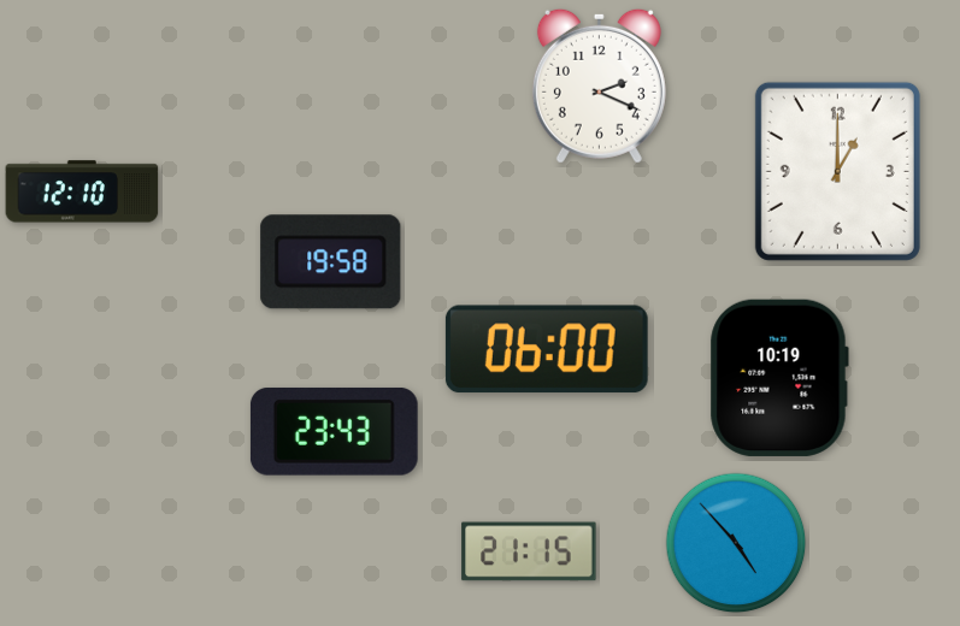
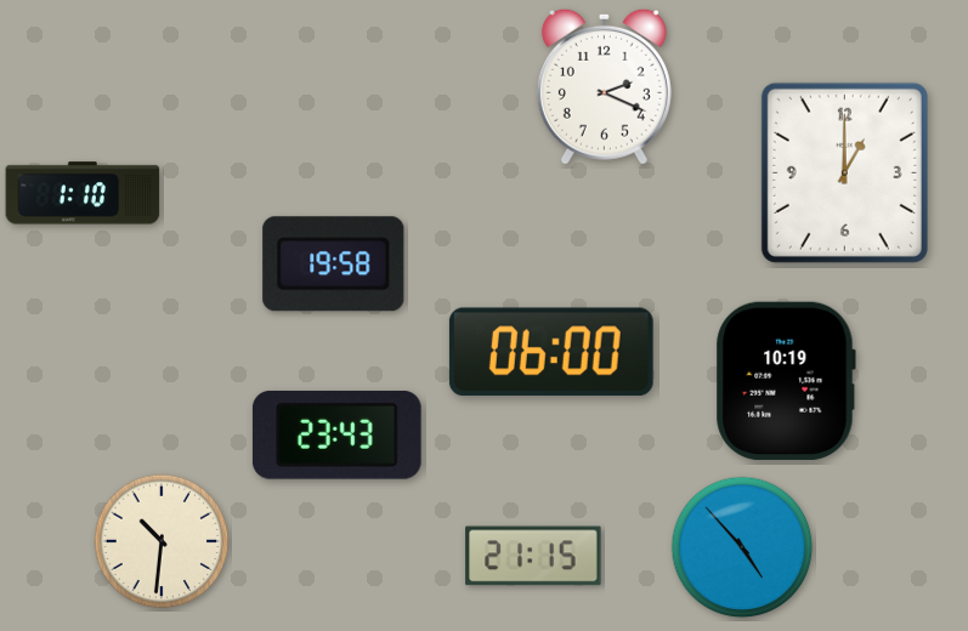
clock at (82, 191): 12:10 -> 1:10
clock at (162, 541): none -> 10:31
